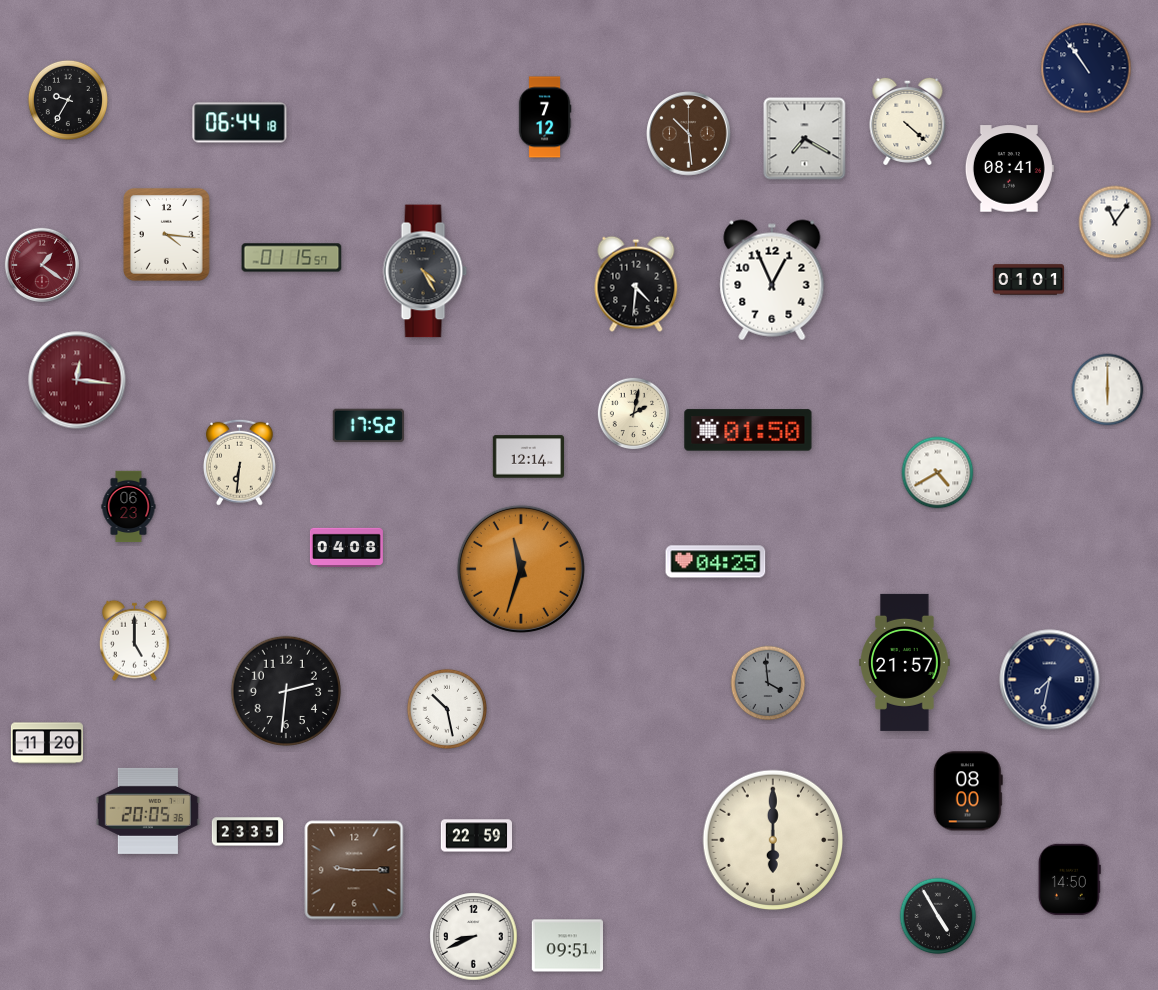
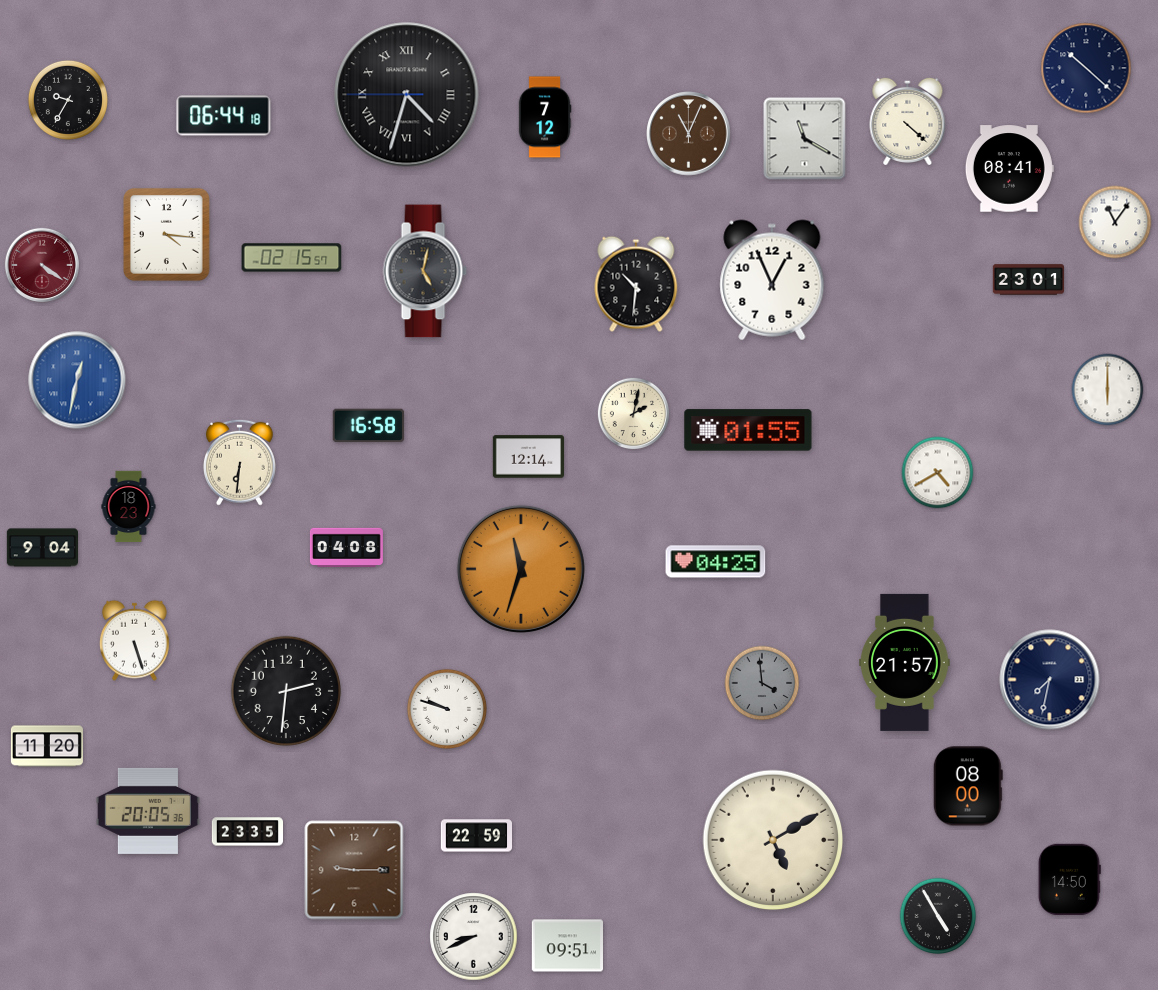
clock at (1086, 68): 10:54 -> 10:22
clock at (407, 95): none -> 4:32
clock at (240, 123) position: (240, 123) -> (224, 116)
clock at (689, 134): 10:29 -> 11:04
clock at (805, 139): 7:20 -> 11:20
clock at (292, 258): 01:15 -> 02:15
clock at (42, 265): 1:21 -> 4:21
clock at (425, 271): 4:25 -> 5:02
clock at (1029, 280): 01:01 -> 23:01
clock at (636, 284): 4:31 -> 10:31
clock at (77, 380): 12:16 -> 12:32
clock at (77, 380) dial: burgundy -> blue
clock at (368, 426): 17:52 -> 16:58
clock at (748, 430): 01:50 -> 01:55
clock at (129, 507): 06:23 -> 18:23
clock at (42, 548): none -> 9:04
clock at (134, 640): 5:00 -> 5:27
clock at (768, 683) position: (768, 683) -> (762, 683)
clock at (447, 709): 10:28 -> 9:48
clock at (47, 743) position: (47, 743) -> (47, 746)
clock at (968, 791) position: (968, 791) -> (968, 786)
clock at (773, 840): 6:00 -> 5:10
